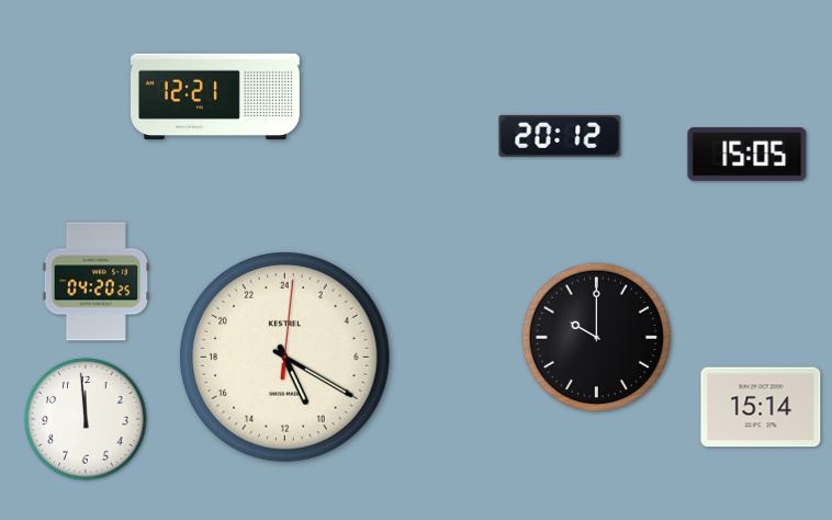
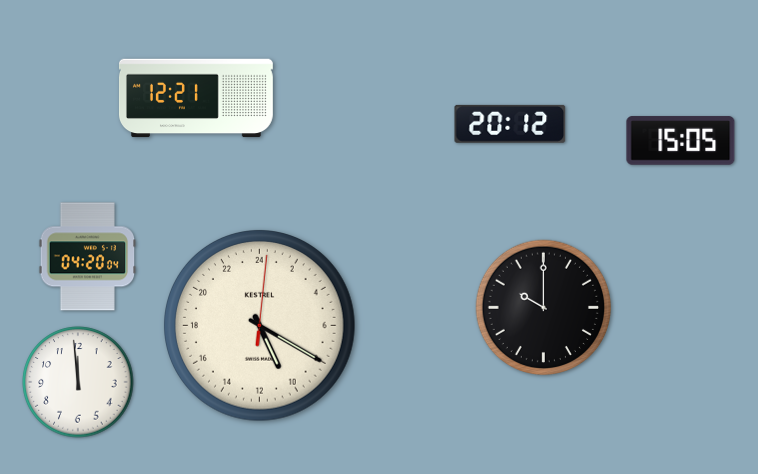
clock at (216, 97) position: (216, 97) -> (197, 98)
clock at (97, 282): 04:20:25 -> 04:20:04
clock at (761, 407): 15:14 -> none
